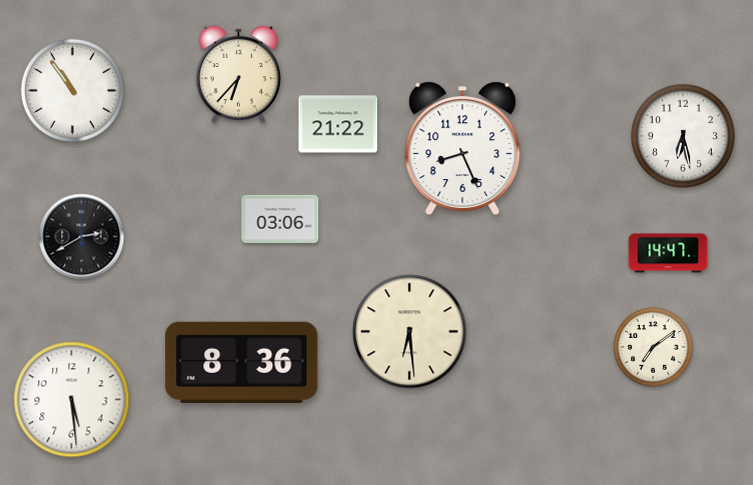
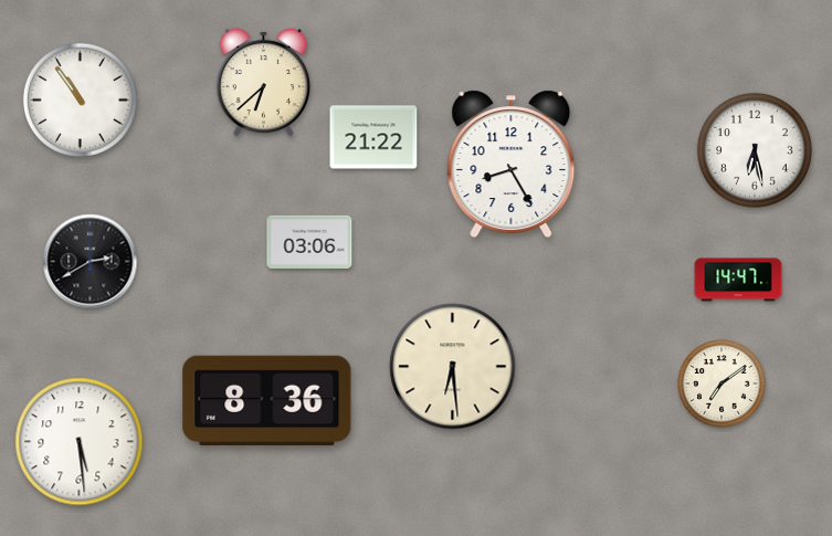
clock at (239, 74): 6:37 -> 6:38
clock at (463, 148): 8:26 -> 8:25
